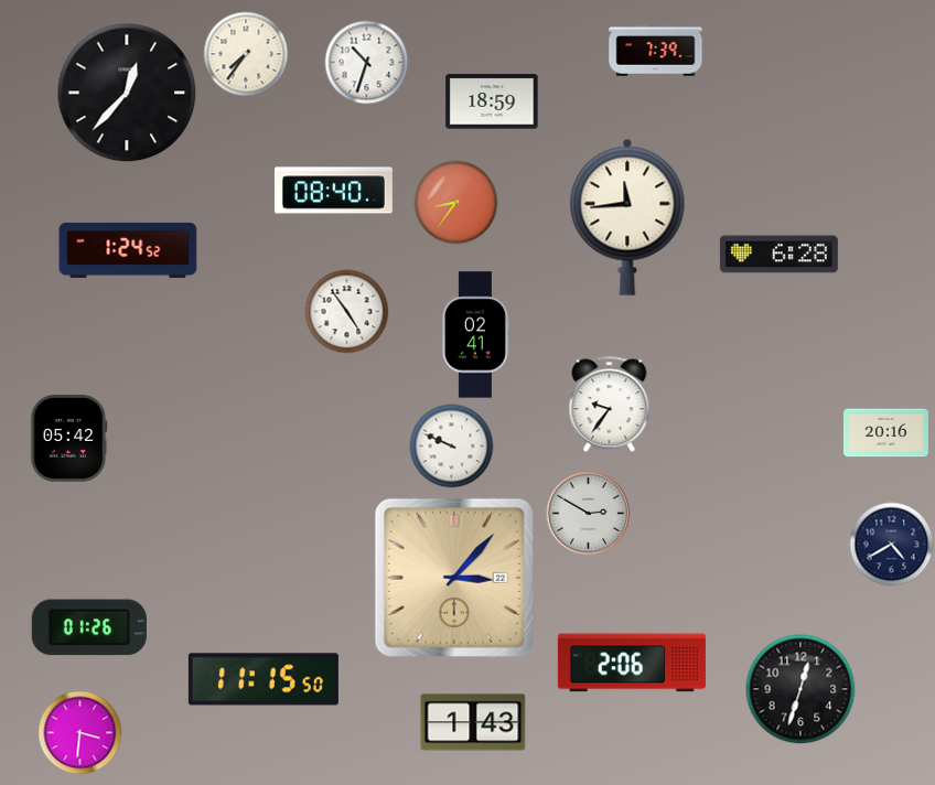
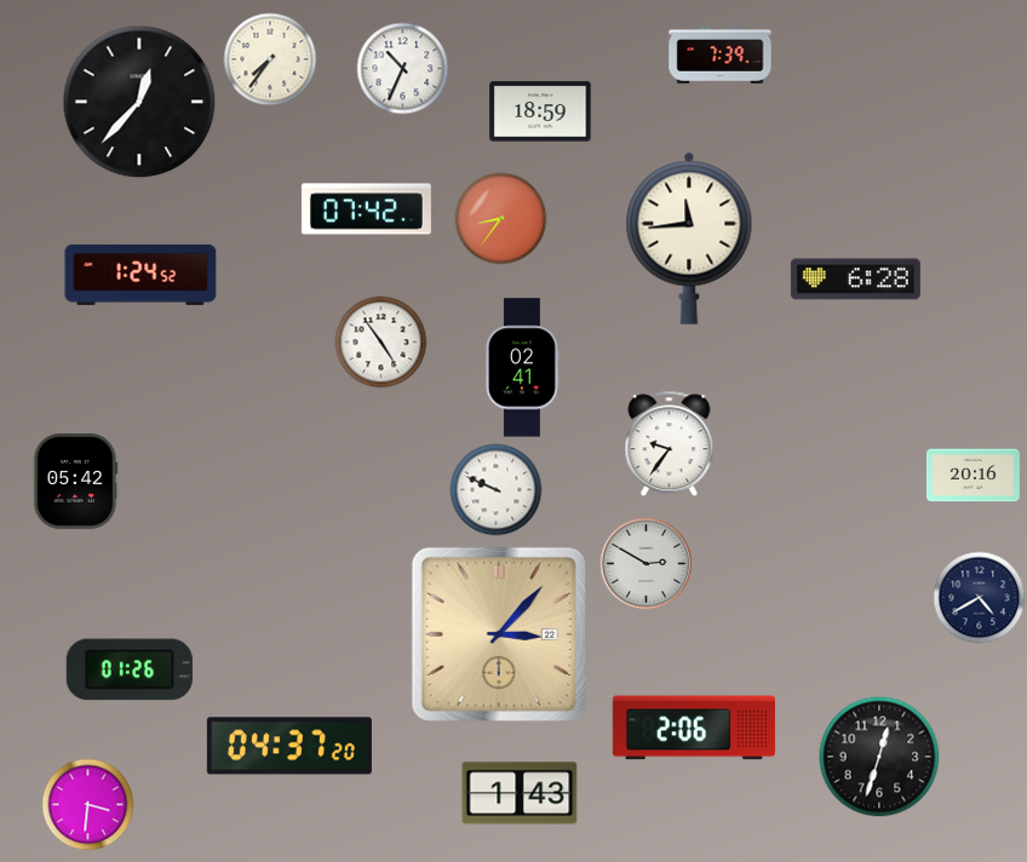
clock at (367, 63): 10:33 -> 10:34
clock at (333, 191): 08:40 -> 07:42
clock at (456, 203) position: (456, 203) -> (501, 219)
clock at (89, 627) position: (89, 627) -> (130, 670)
clock at (264, 679): 11:15 -> 04:37
